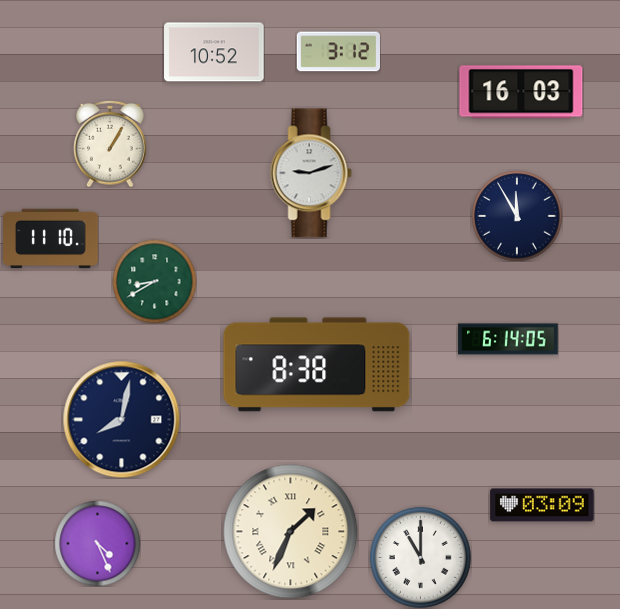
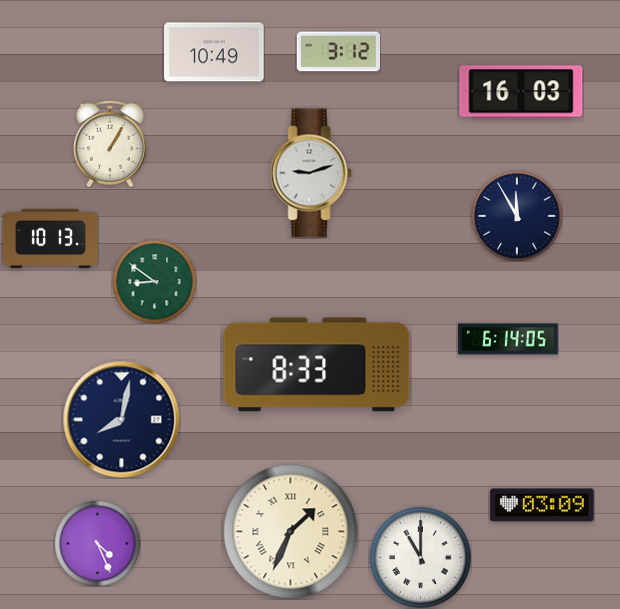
clock at (214, 52): 10:52 -> 10:49
clock at (51, 239): 11:10 -> 10:13
clock at (154, 281): 8:40 -> 8:51
clock at (317, 365): 8:38 -> 8:33
